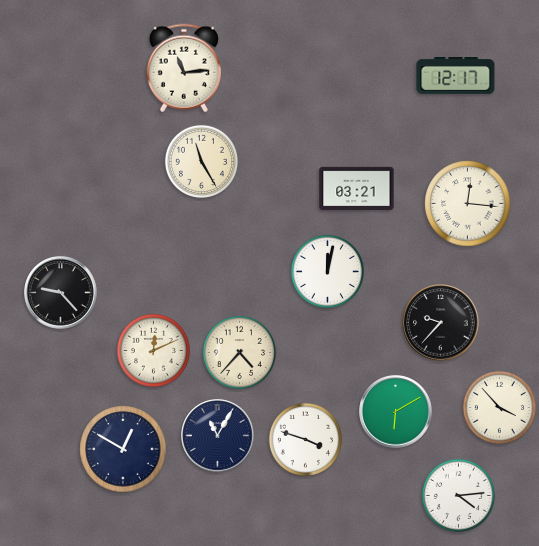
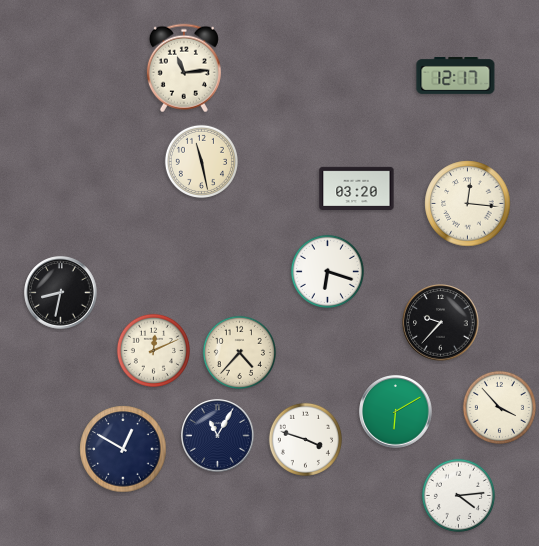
clock at (201, 161): 11:25 -> 11:28
clock at (357, 188): 03:21 -> 03:20
clock at (327, 271): 12:02 -> 6:18
clock at (61, 293): 9:23 -> 8:32
